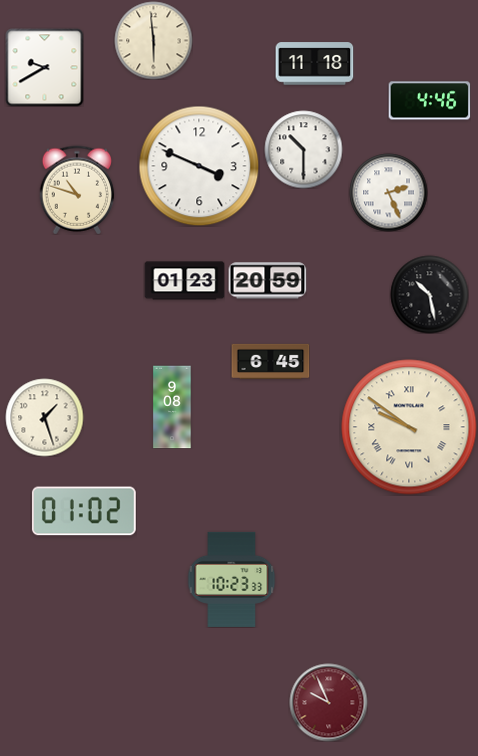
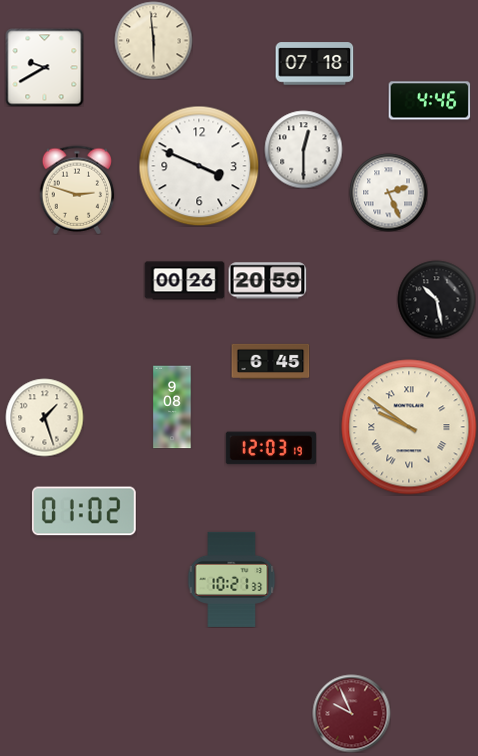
clock at (314, 64): 11:18 -> 07:18
clock at (303, 149): 10:30 -> 12:30
clock at (77, 190): 10:48 -> 2:48
clock at (184, 281): 01:23 -> 00:26
clock at (429, 294) position: (429, 294) -> (436, 299)
clock at (271, 448): none -> 12:03
clock at (232, 579): 10:23 -> 10:21
clock at (328, 702) position: (328, 702) -> (351, 713)
